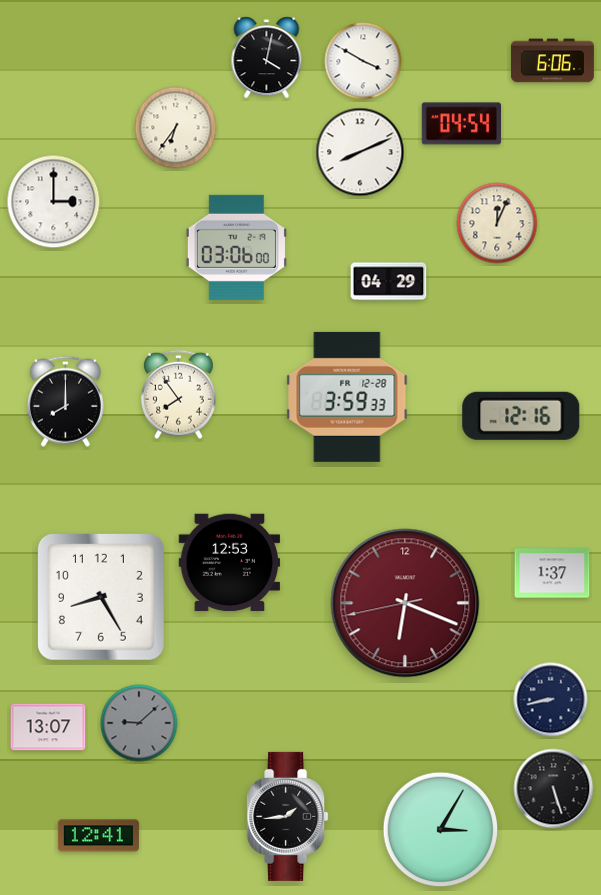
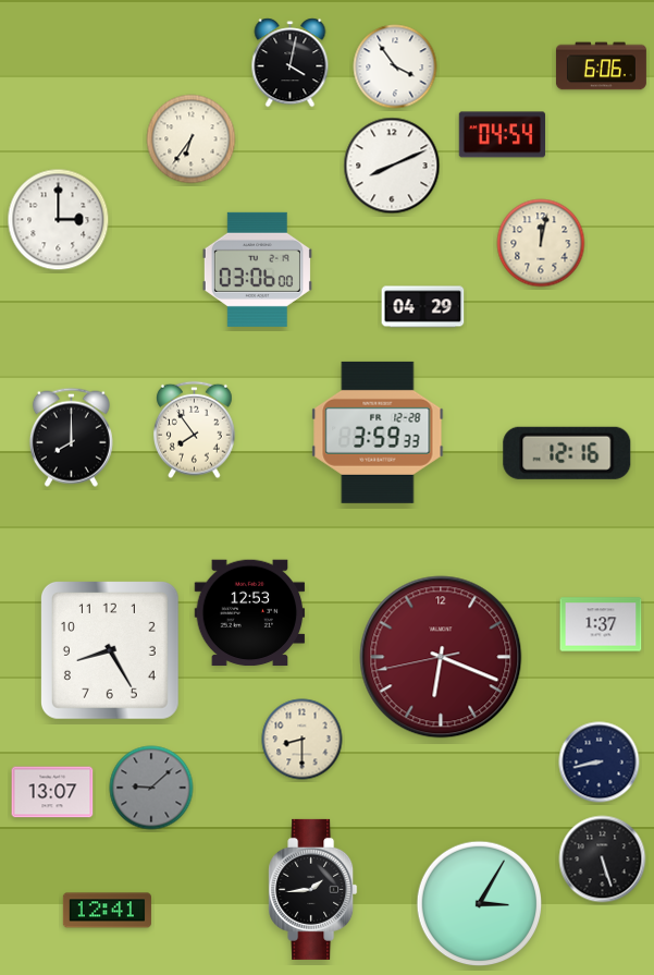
clock at (363, 61): 3:50 -> 3:54
clock at (497, 223): 12:04 -> 12:02
clock at (303, 740): none -> 8:30
